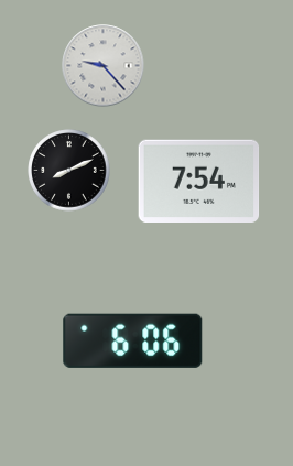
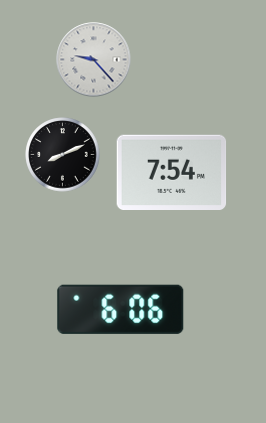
clock at (199, 181) position: (199, 181) -> (172, 172)
